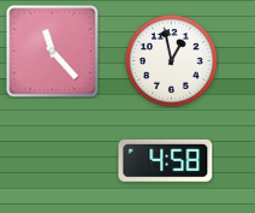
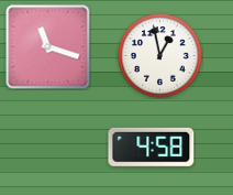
clock at (53, 52): 11:23 -> 11:18
clock at (172, 61) position: (172, 61) -> (160, 56)
